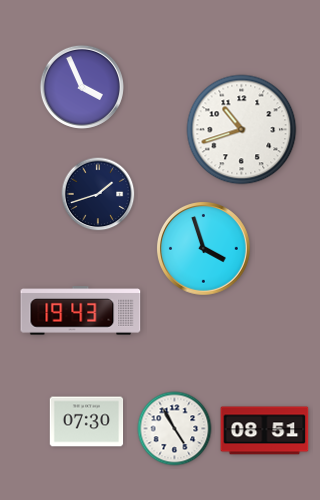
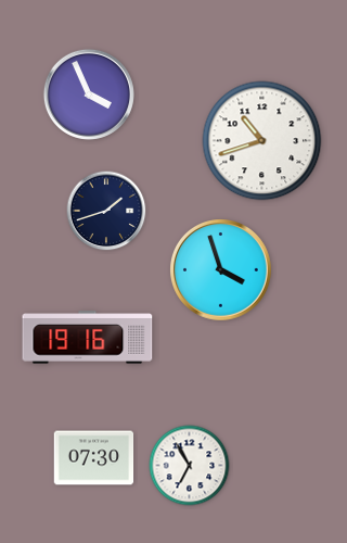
clock at (81, 311): 19:43 -> 19:16
clock at (175, 429): 4:55 -> 6:55
clock at (265, 431): 08:51 -> none
